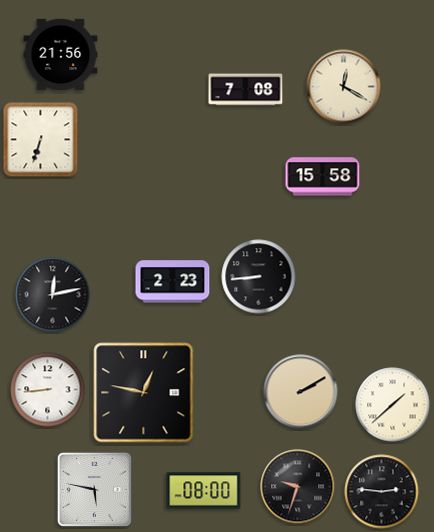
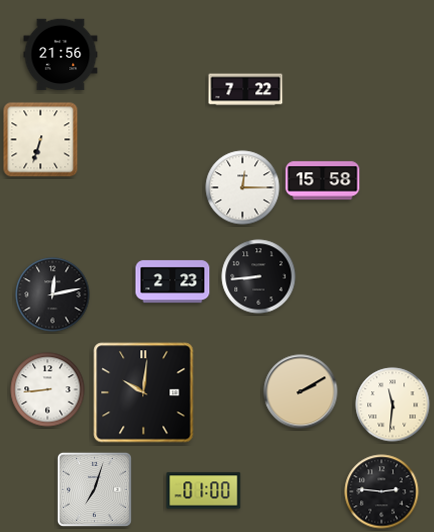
clock at (344, 87): 12:20 -> none
clock at (246, 90): 7:08 -> 7:22
clock at (323, 177) position: (323, 177) -> (323, 181)
clock at (243, 188): none -> 12:15
clock at (144, 393): 12:47 -> 10:01
clock at (393, 405): 1:38 -> 11:31
clock at (298, 487): 9:33 -> none
clock at (94, 489): 5:47 -> 7:03
clock at (204, 491): 08:00 -> 01:00
